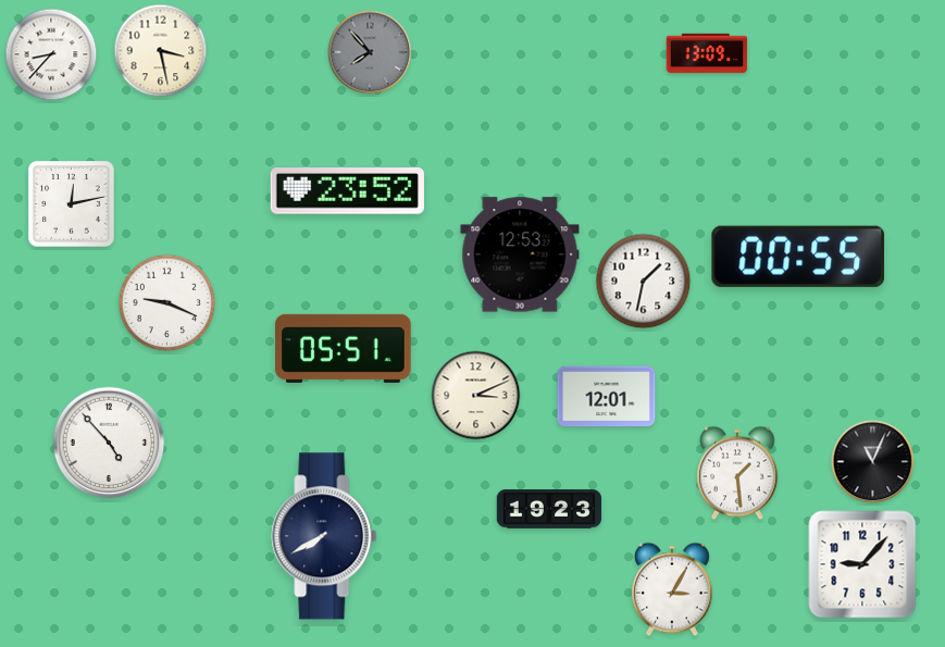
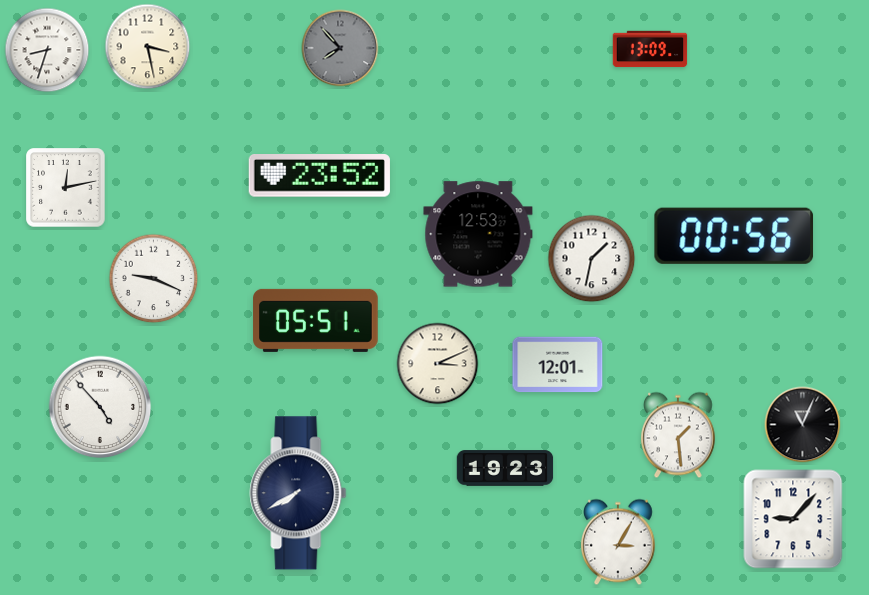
clock at (51, 54): 8:37 -> 8:33
clock at (798, 257): 00:55 -> 00:56
